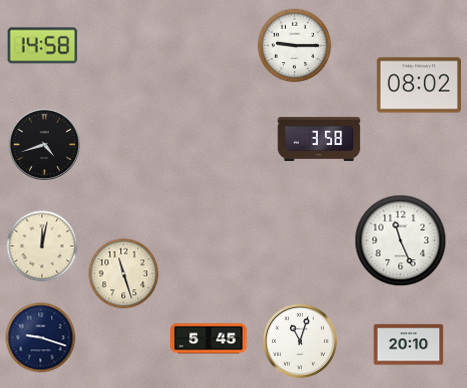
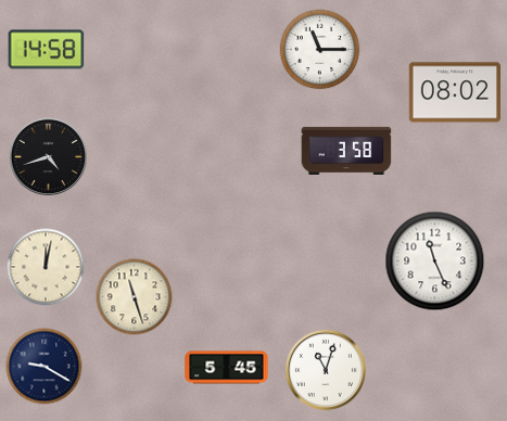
clock at (295, 46): 9:15 -> 11:15
clock at (41, 338): 9:18 -> 9:20
clock at (409, 345): 20:10 -> none
